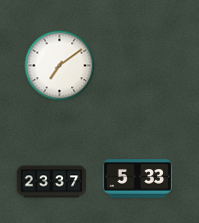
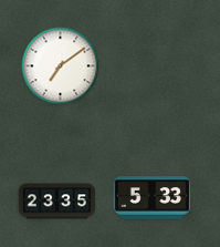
clock at (60, 66) position: (60, 66) -> (61, 66)
clock at (52, 182): 23:37 -> 23:35
